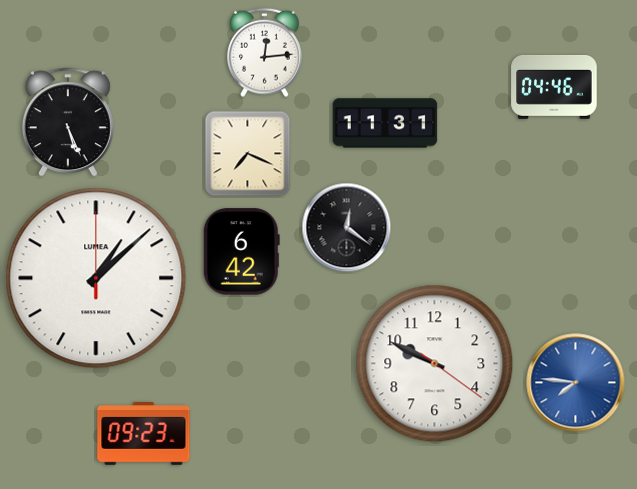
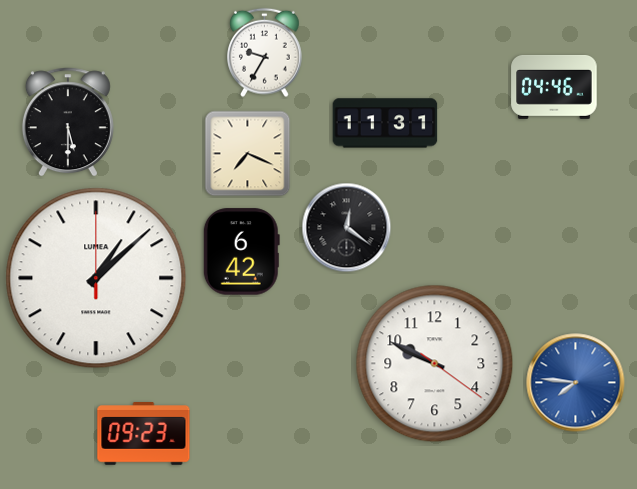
clock at (265, 53): 12:14 -> 9:35
clock at (68, 122): 5:26 -> 5:30
